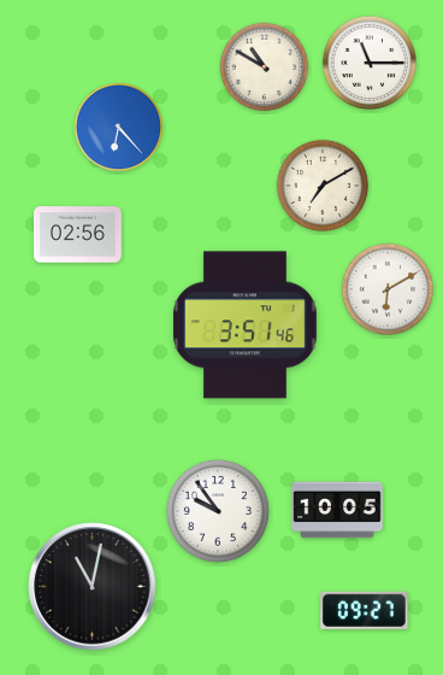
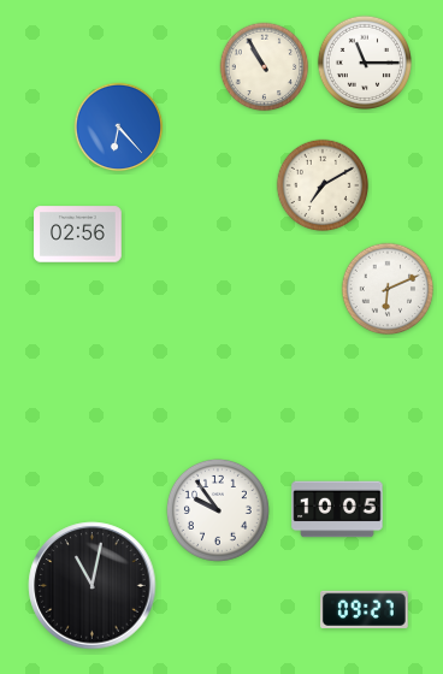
clock at (368, 61) position: (368, 61) -> (364, 61)
clock at (265, 67): 10:50 -> 10:55
clock at (388, 289): 6:10 -> 6:11
clock at (246, 325): 3:51 -> none
